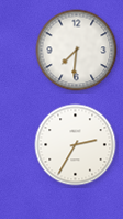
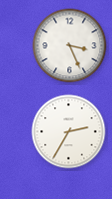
clock at (77, 51): 7:31 -> 3:26
